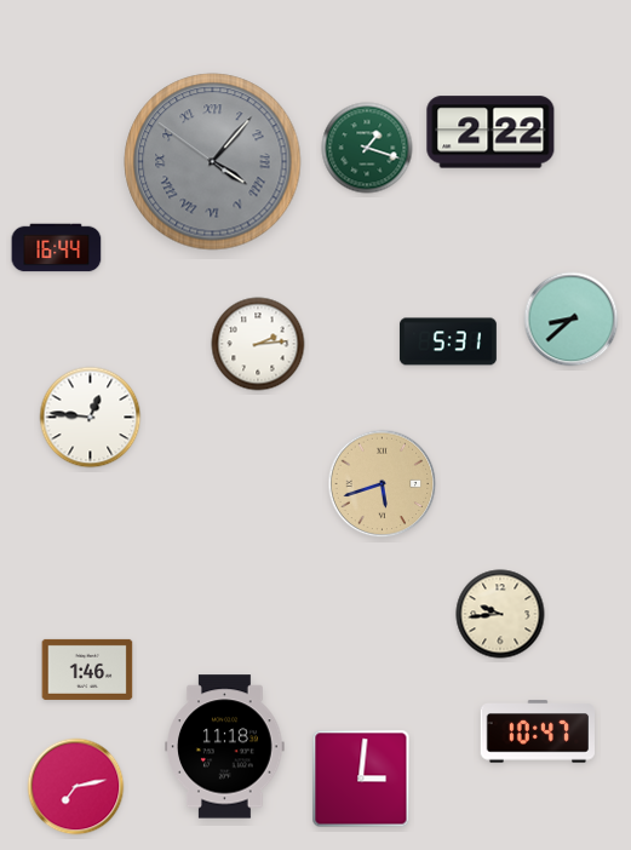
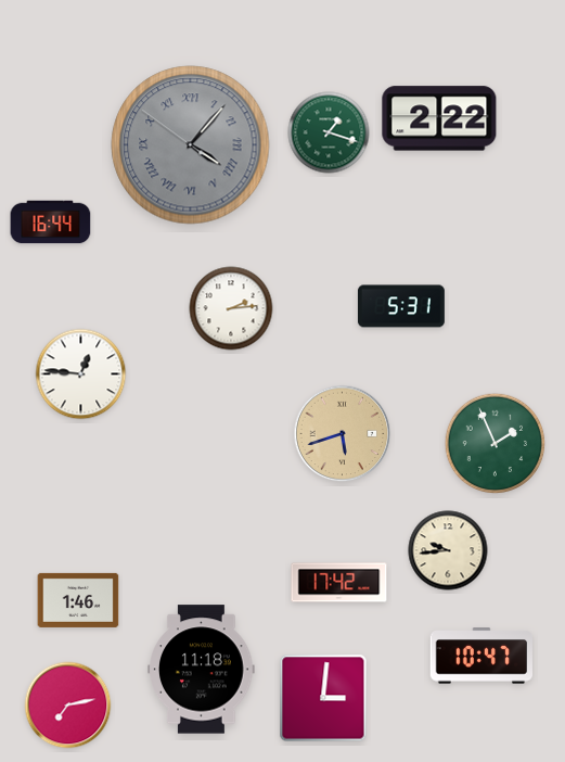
clock at (572, 320): 8:38 -> none
clock at (496, 444): none -> 1:56
clock at (339, 583): none -> 17:42
